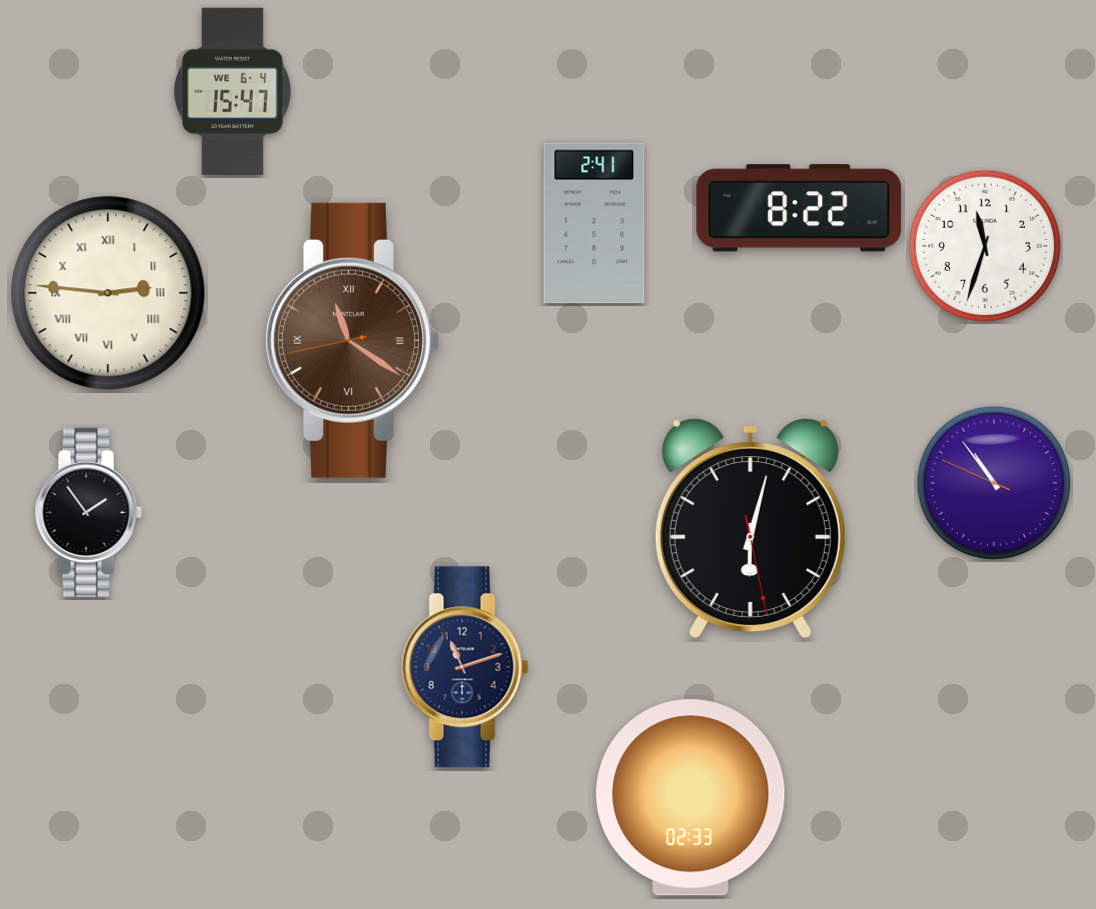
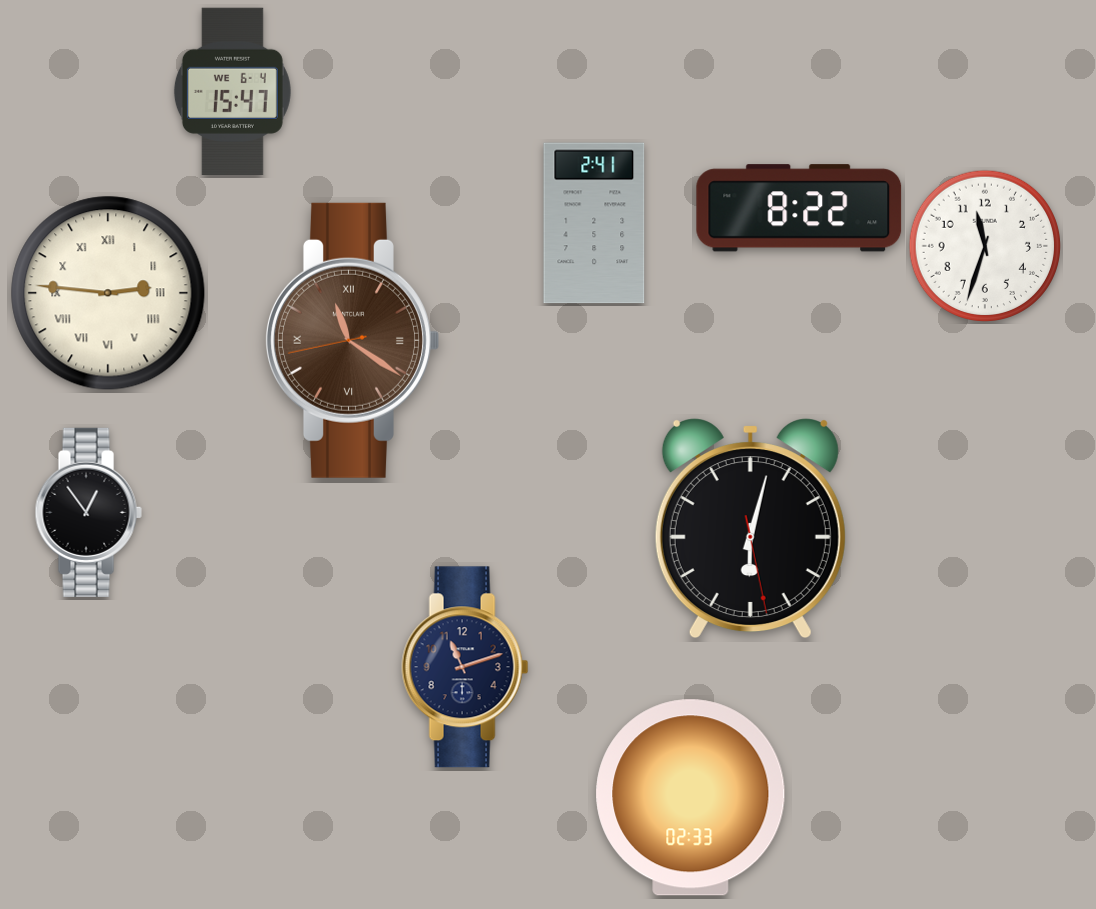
clock at (994, 483): 10:53 -> none
clock at (88, 512): 1:54 -> 12:54
